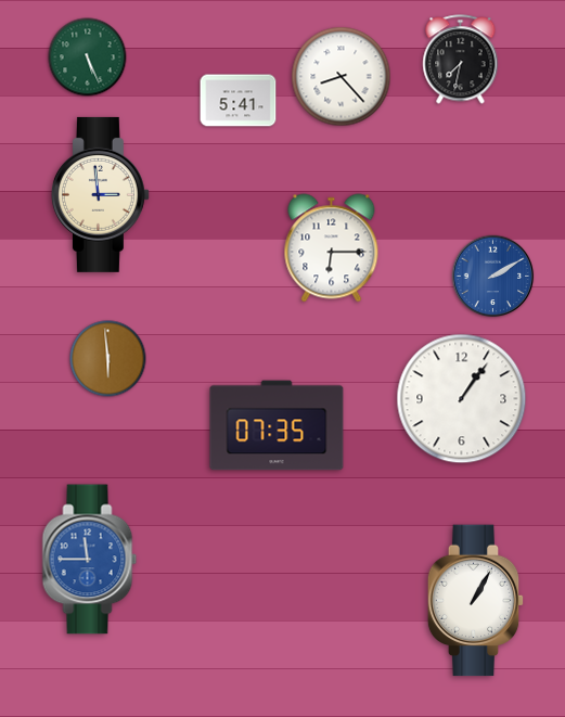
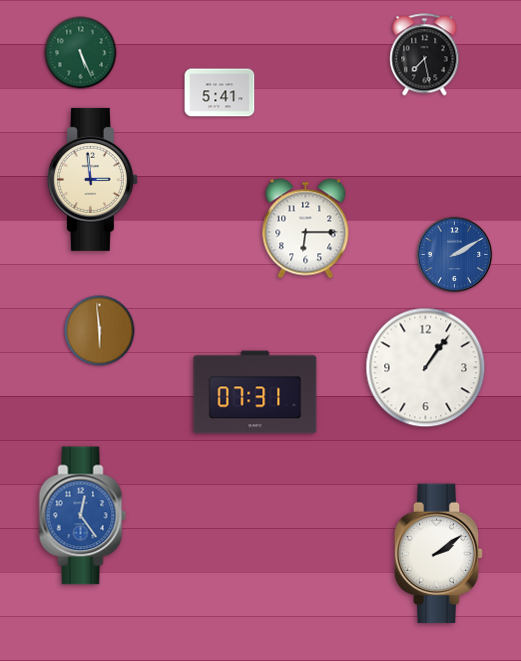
clock at (461, 60): 7:32 -> 7:28
clock at (342, 77): 8:23 -> none
clock at (277, 425): 07:35 -> 07:31
clock at (90, 560): 11:45 -> 12:24
clock at (476, 601): 1:05 -> 2:09
